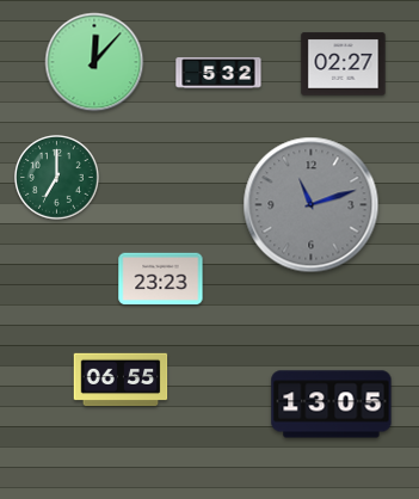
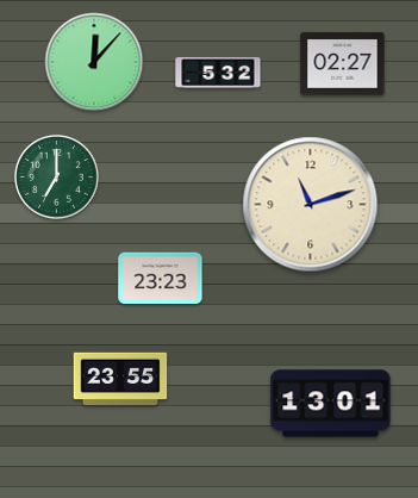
clock at (312, 205) dial: grey -> cream
clock at (121, 380): 06:55 -> 23:55
clock at (332, 405): 13:05 -> 13:01
